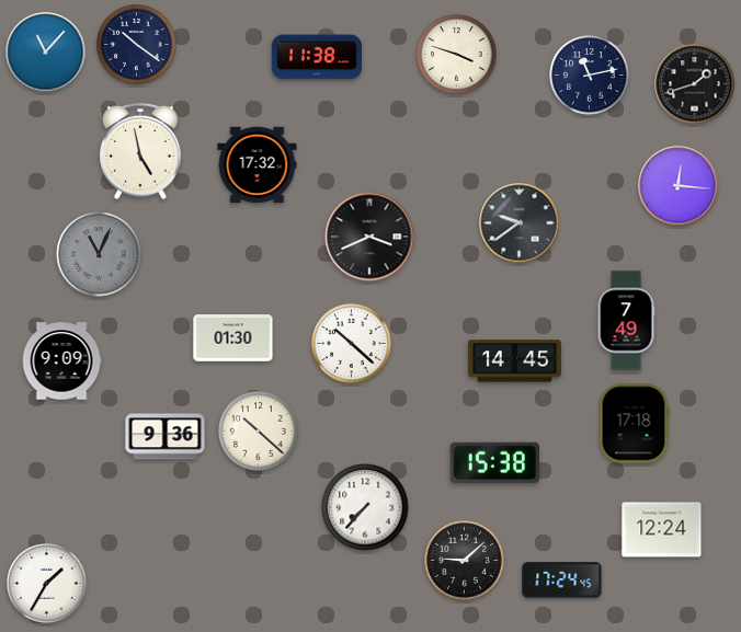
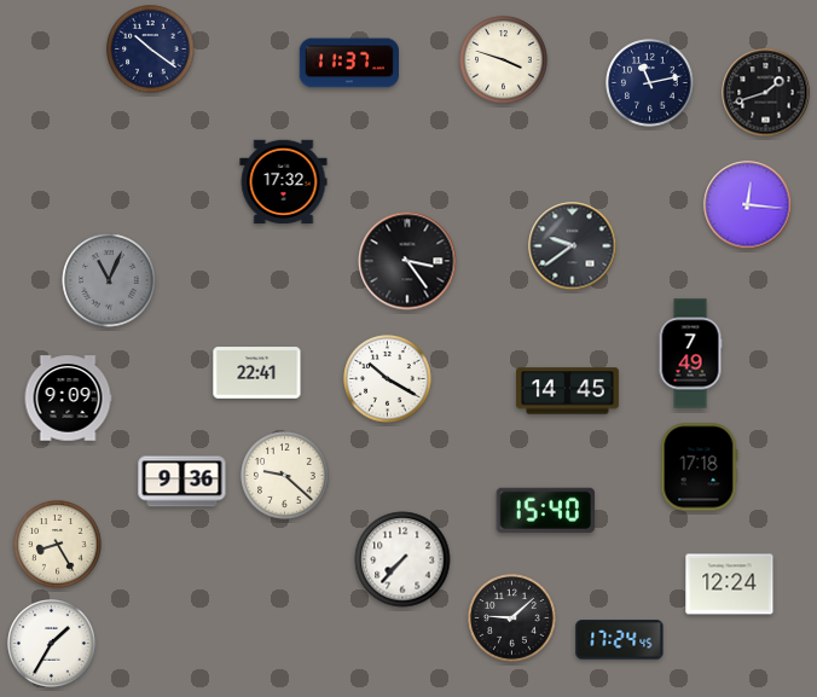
clock at (46, 53): 11:07 -> none
clock at (316, 57): 11:38 -> 11:37
clock at (140, 151): 4:58 -> none
clock at (369, 237): 3:41 -> 3:24
clock at (233, 338): 01:30 -> 22:41
clock at (352, 344): 10:22 -> 10:20
clock at (514, 361) position: (514, 361) -> (567, 391)
clock at (259, 432): 10:22 -> 9:22
clock at (494, 462): 15:38 -> 15:40
clock at (58, 545): none -> 8:25
